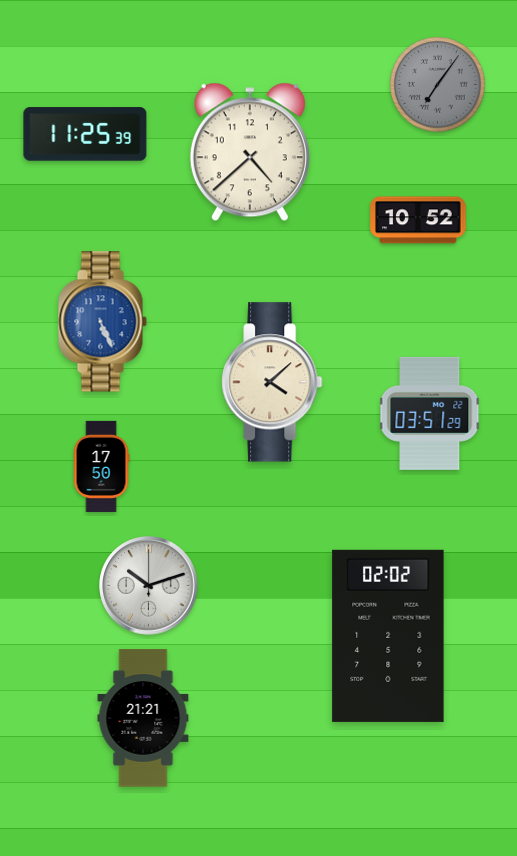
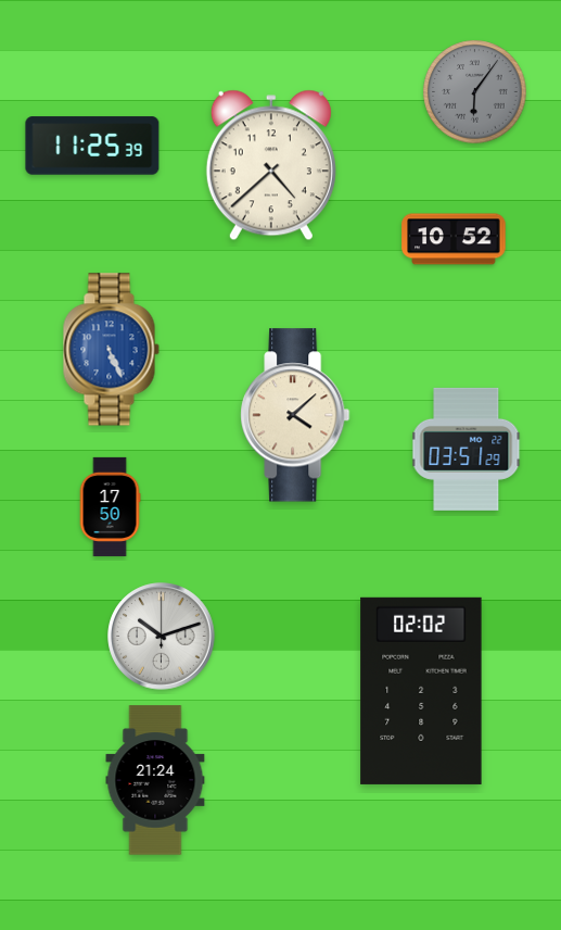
clock at (438, 85): 7:06 -> 6:06
clock at (143, 718): 21:21 -> 21:24
